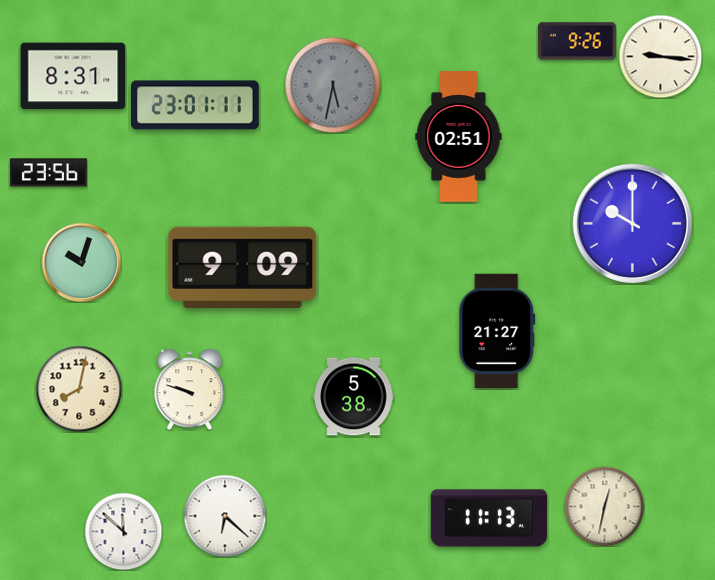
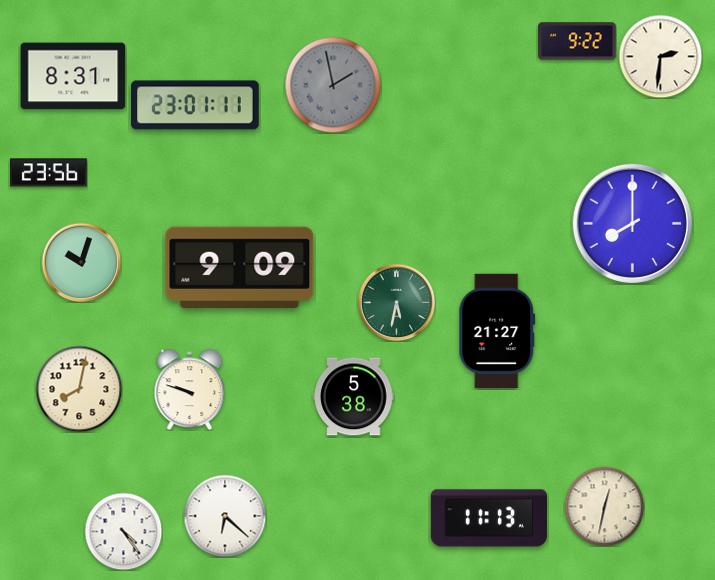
clock at (577, 41): 9:26 -> 9:22
clock at (660, 56): 9:16 -> 2:31
clock at (333, 85): 5:32 -> 1:58
clock at (459, 137): 02:51 -> none
clock at (632, 223): 10:00 -> 8:00
clock at (243, 267) position: (243, 267) -> (240, 267)
clock at (396, 302): none -> 5:32
clock at (123, 531): 11:52 -> 4:24
